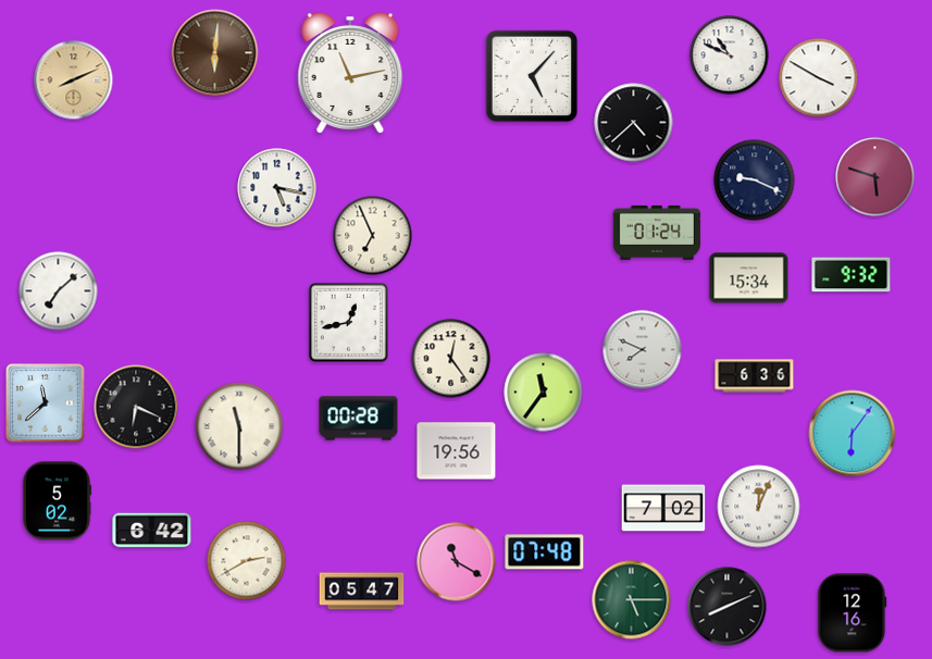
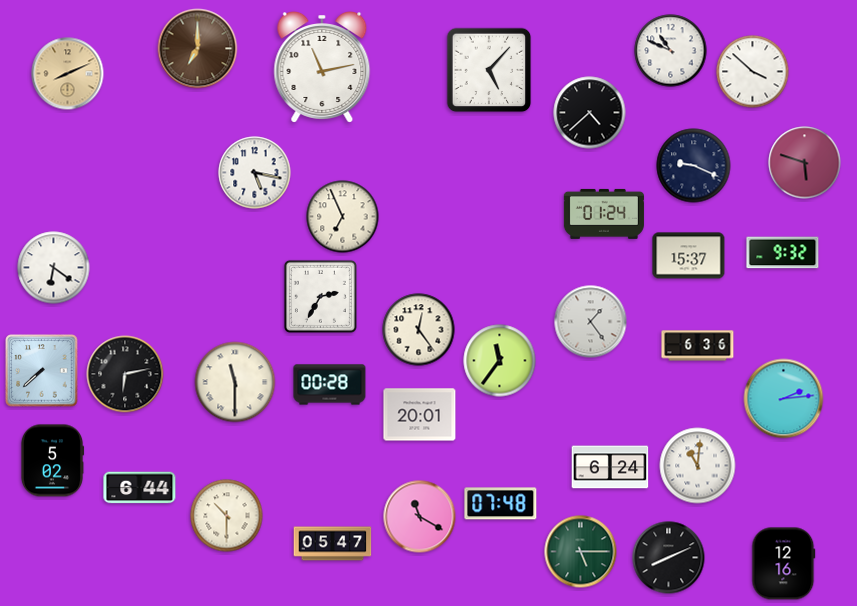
clock at (215, 53): 6:01 -> 7:00
clock at (819, 78): 3:50 -> 3:52
clock at (634, 123) position: (634, 123) -> (590, 113)
clock at (749, 278): 15:34 -> 15:37
clock at (59, 291): 7:08 -> 6:21
clock at (348, 322): 12:43 -> 2:35
clock at (643, 350): 7:49 -> 1:24
clock at (451, 359) position: (451, 359) -> (419, 330)
clock at (755, 376) position: (755, 376) -> (698, 346)
clock at (46, 403): 11:38 -> 7:38
clock at (136, 407): 6:19 -> 6:13
clock at (239, 426) position: (239, 426) -> (235, 382)
clock at (853, 434): 6:06 -> 2:14
clock at (457, 451): 19:56 -> 20:01
clock at (759, 507): 12:04 -> 11:01
clock at (663, 508): 7:02 -> 6:24
clock at (152, 531): 6:42 -> 6:44
clock at (545, 552) position: (545, 552) -> (501, 504)
clock at (247, 561): 2:40 -> 10:30
